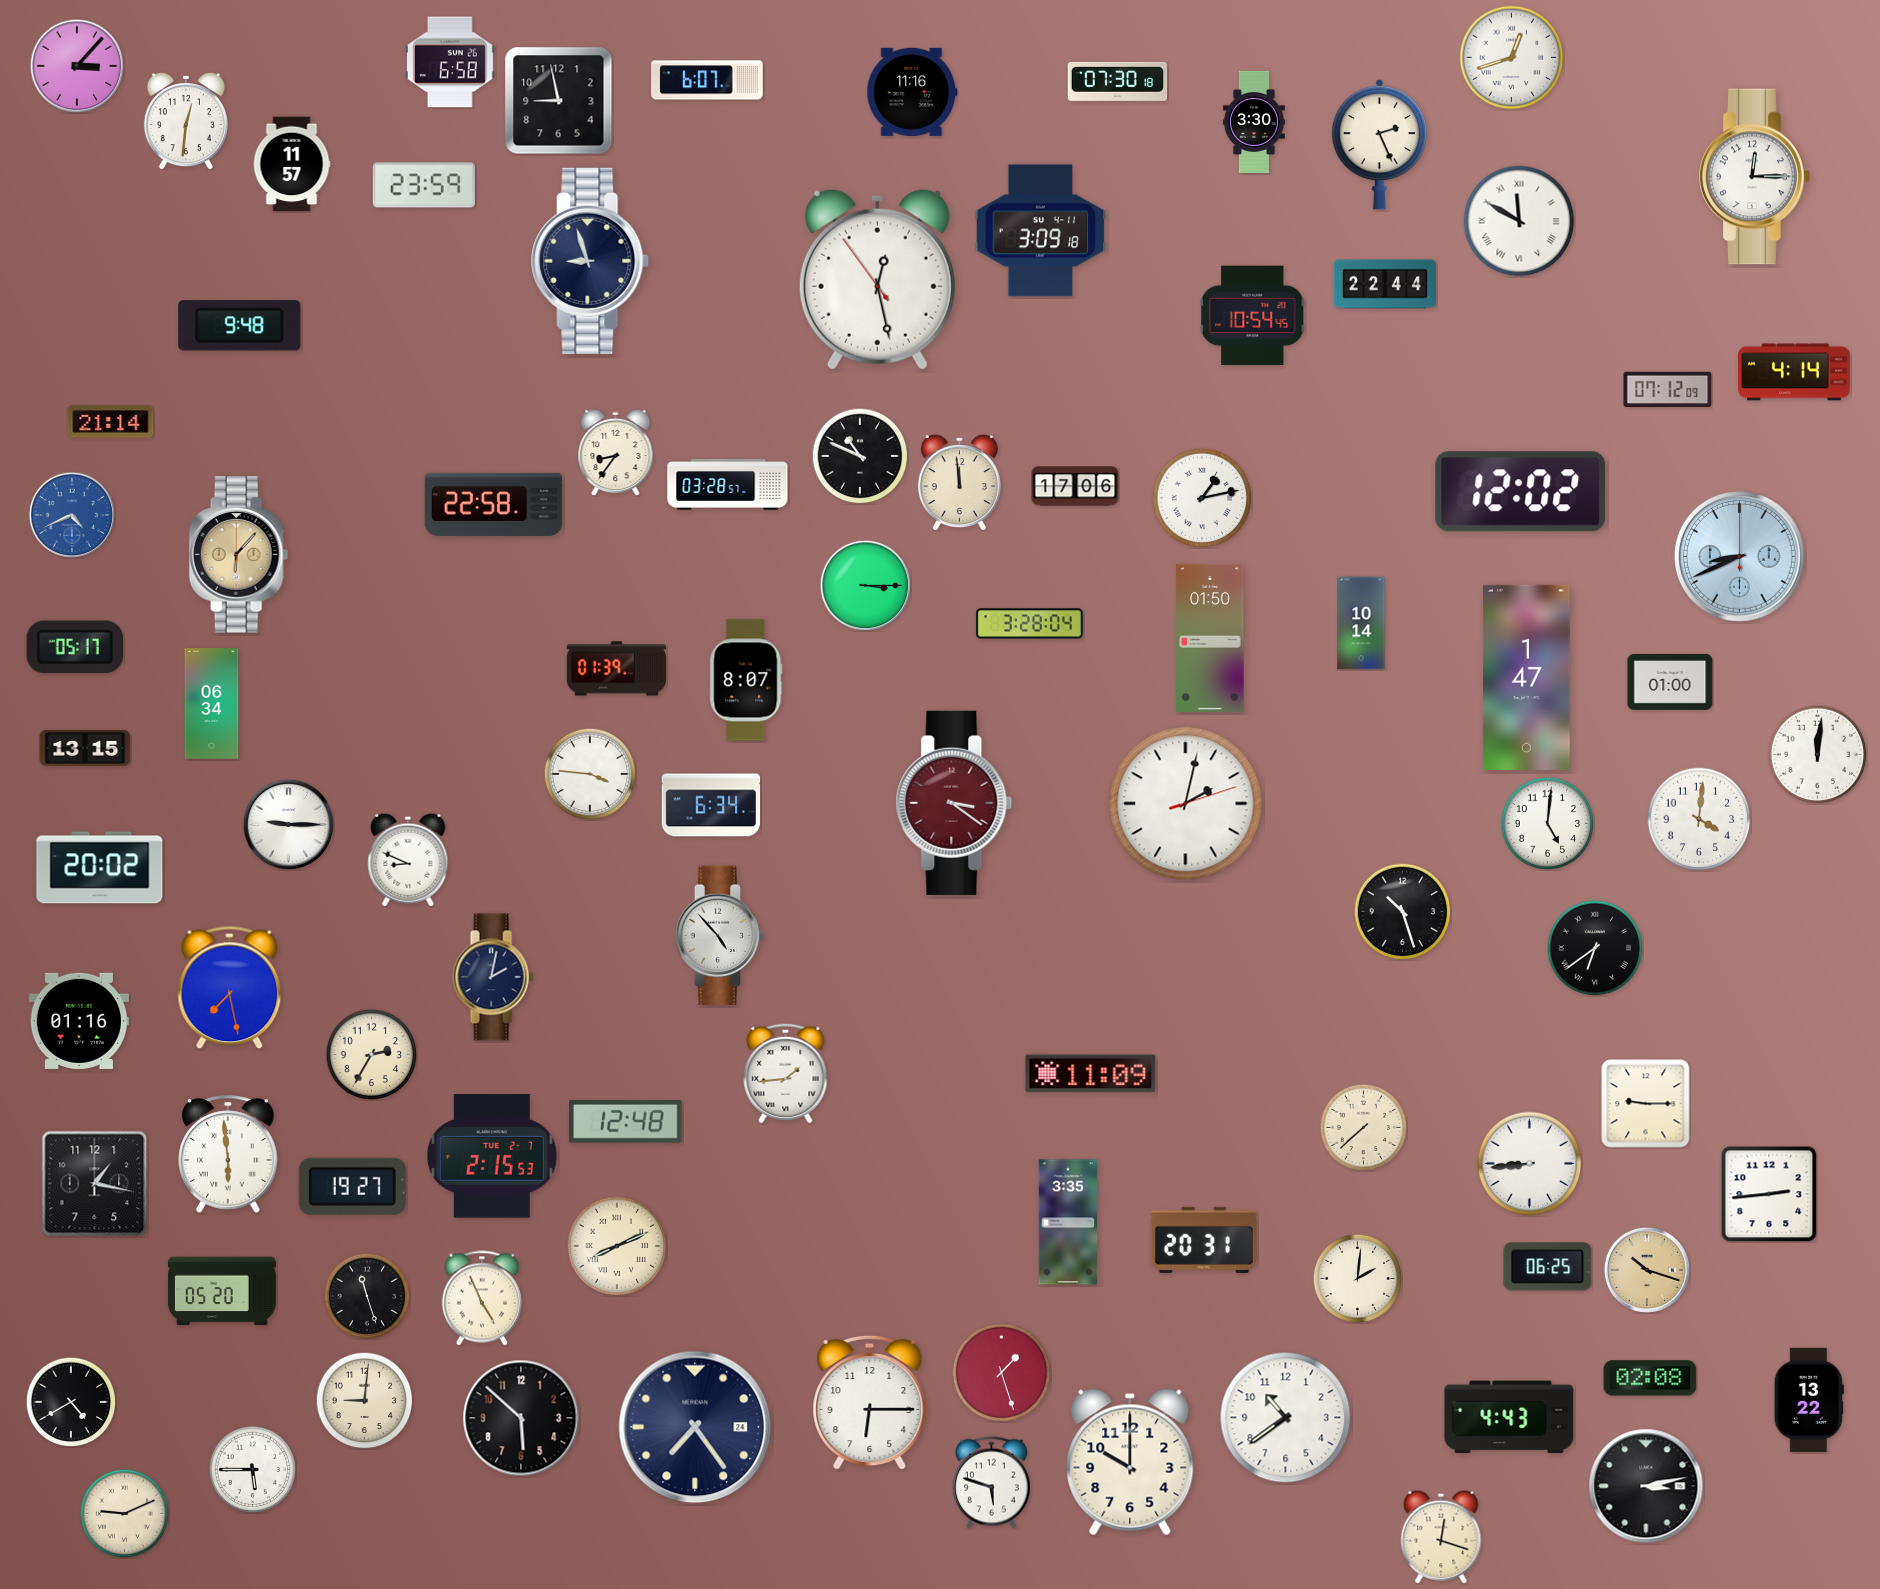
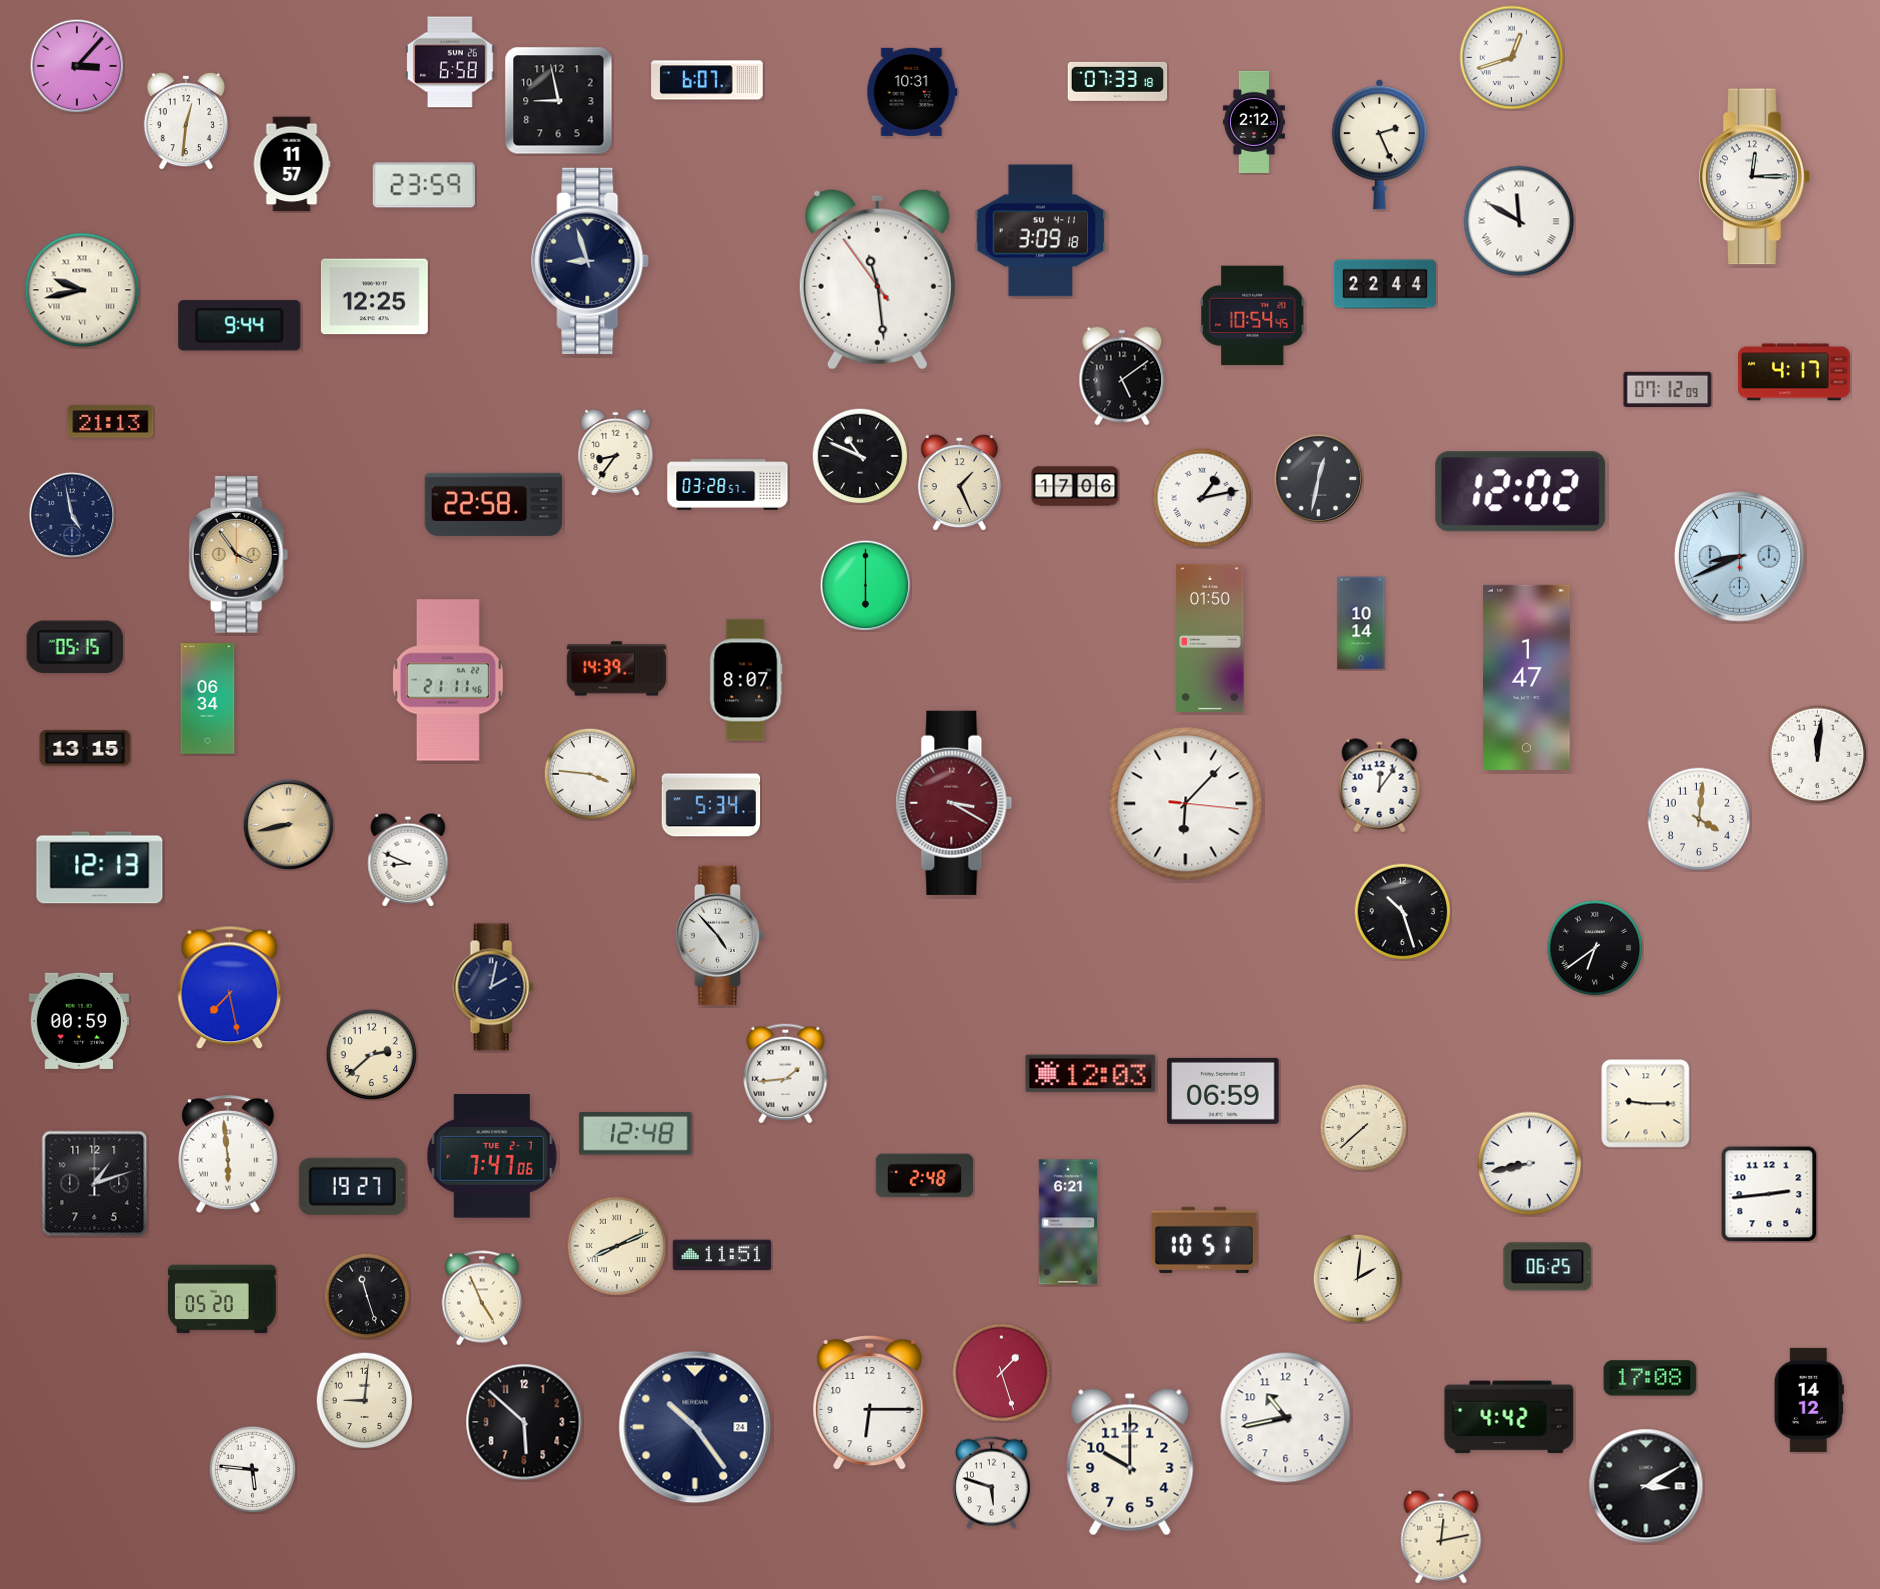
clock at (1118, 81): 07:30 -> 07:33
clock at (912, 92): 11:16 -> 10:31
clock at (1254, 121): 3:30 -> 2:12
clock at (877, 279): 12:27 -> 11:28
clock at (82, 290): none -> 9:43
clock at (374, 297): none -> 12:25
clock at (240, 326): 9:48 -> 9:44
clock at (1794, 372): 4:14 -> 4:17
clock at (1122, 376): none -> 5:09
clock at (111, 422): 21:14 -> 21:13
clock at (1318, 478): none -> 12:32
clock at (959, 483): 11:59 -> 1:26
clock at (72, 515): 4:41 -> 4:58
clock at (72, 515) dial: blue -> navy
clock at (239, 555): 6:07 -> 3:54
clock at (865, 585): 3:15 -> 6:00
clock at (1029, 624): 3:28 -> none
clock at (74, 647): 05:17 -> 05:15
clock at (617, 669): 01:39 -> 14:39
clock at (448, 680): none -> 21:11
clock at (1670, 682): 01:00 -> none
clock at (212, 704) position: (212, 704) -> (208, 699)
clock at (1380, 786): none -> 12:06
clock at (954, 803): 3:21 -> 3:20
clock at (1186, 804): 2:02 -> 6:07
clock at (711, 805): 6:34 -> 5:34
clock at (1547, 823): 5:01 -> none
clock at (288, 824): 9:15 -> 8:43
clock at (288, 824) dial: white -> champagne
clock at (100, 868): 20:02 -> 12:13
clock at (493, 977) position: (493, 977) -> (493, 987)
clock at (79, 1021): 01:16 -> 00:59
clock at (371, 1054): 2:35 -> 2:38
clock at (1091, 1074): 11:09 -> 12:03
clock at (1223, 1091): none -> 06:59
clock at (626, 1122) position: (626, 1122) -> (636, 1134)
clock at (492, 1156): 2:15 -> 7:47
clock at (1530, 1164): 8:44 -> 8:43
clock at (925, 1176): none -> 2:48
clock at (95, 1184): 1:17 -> 1:12
clock at (1068, 1222): 3:35 -> 6:21
clock at (1204, 1240): 20:31 -> 10:51
clock at (722, 1255): none -> 11:51
clock at (1647, 1270): 10:18 -> none
clock at (222, 1291) position: (222, 1291) -> (222, 1299)
clock at (1650, 1378): 02:08 -> 17:08
clock at (1809, 1400): 13:22 -> 14:12
clock at (71, 1402): 4:40 -> none
clock at (1509, 1417): 4:43 -> 4:42
clock at (521, 1418) position: (521, 1418) -> (524, 1422)
clock at (1286, 1418): 10:39 -> 10:43
clock at (695, 1427): 7:24 -> 10:24
clock at (252, 1469): 5:45 -> 5:46
clock at (1646, 1486): 3:13 -> 3:10
clock at (124, 1513): 9:11 -> none
clock at (1441, 1537): 12:18 -> 12:13
